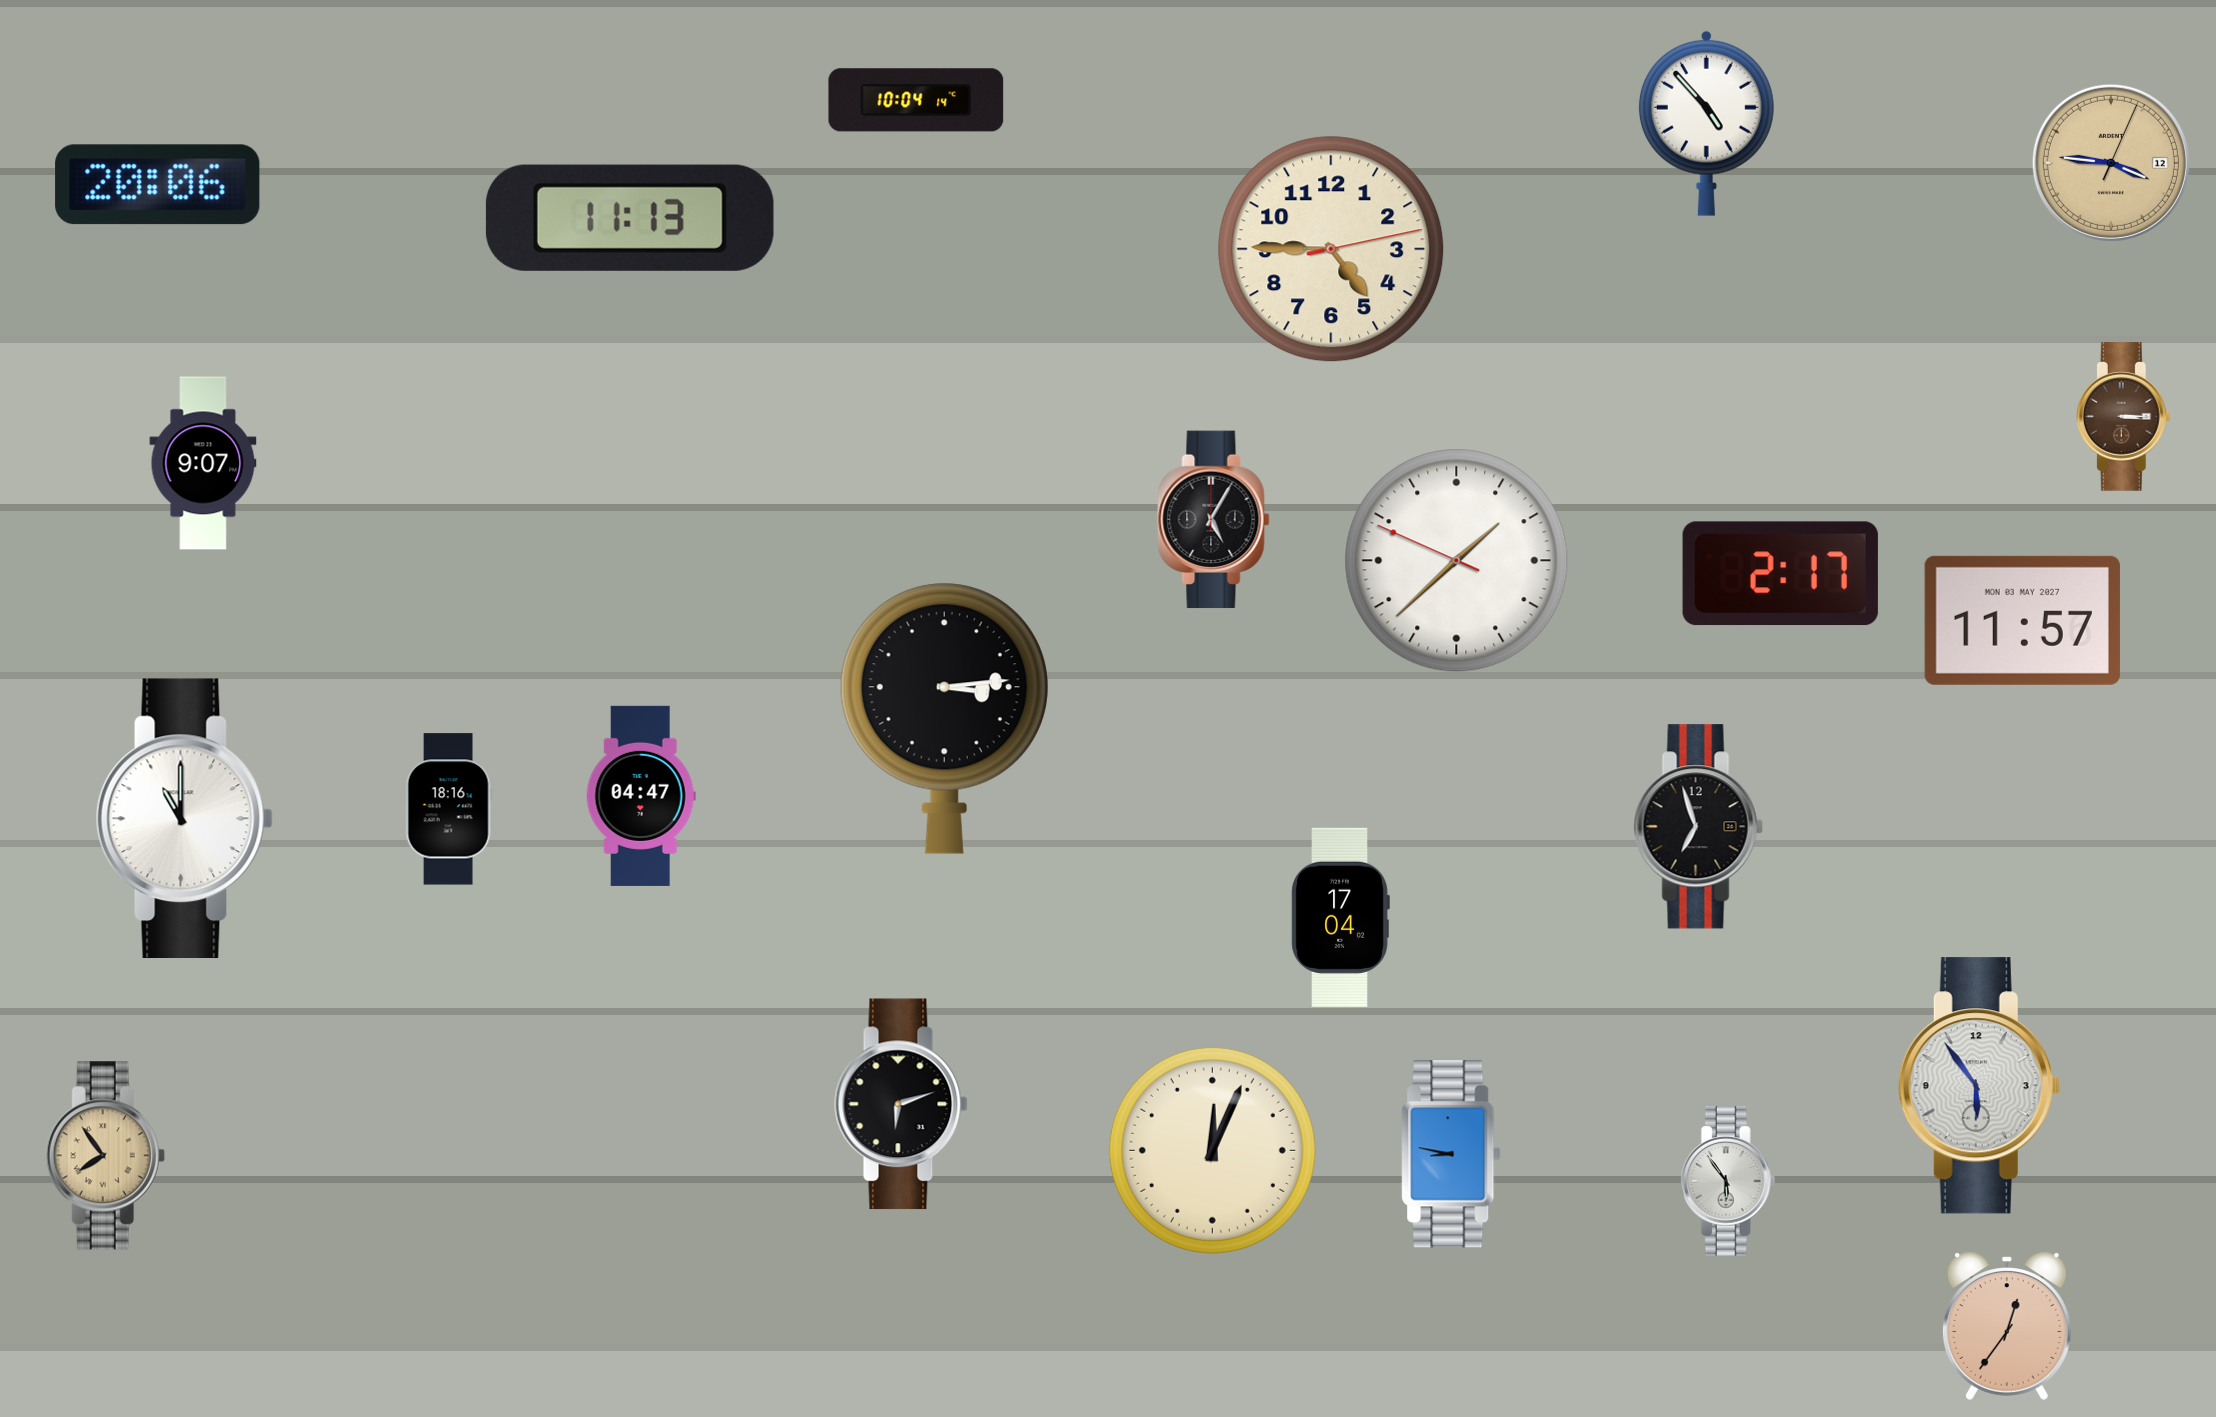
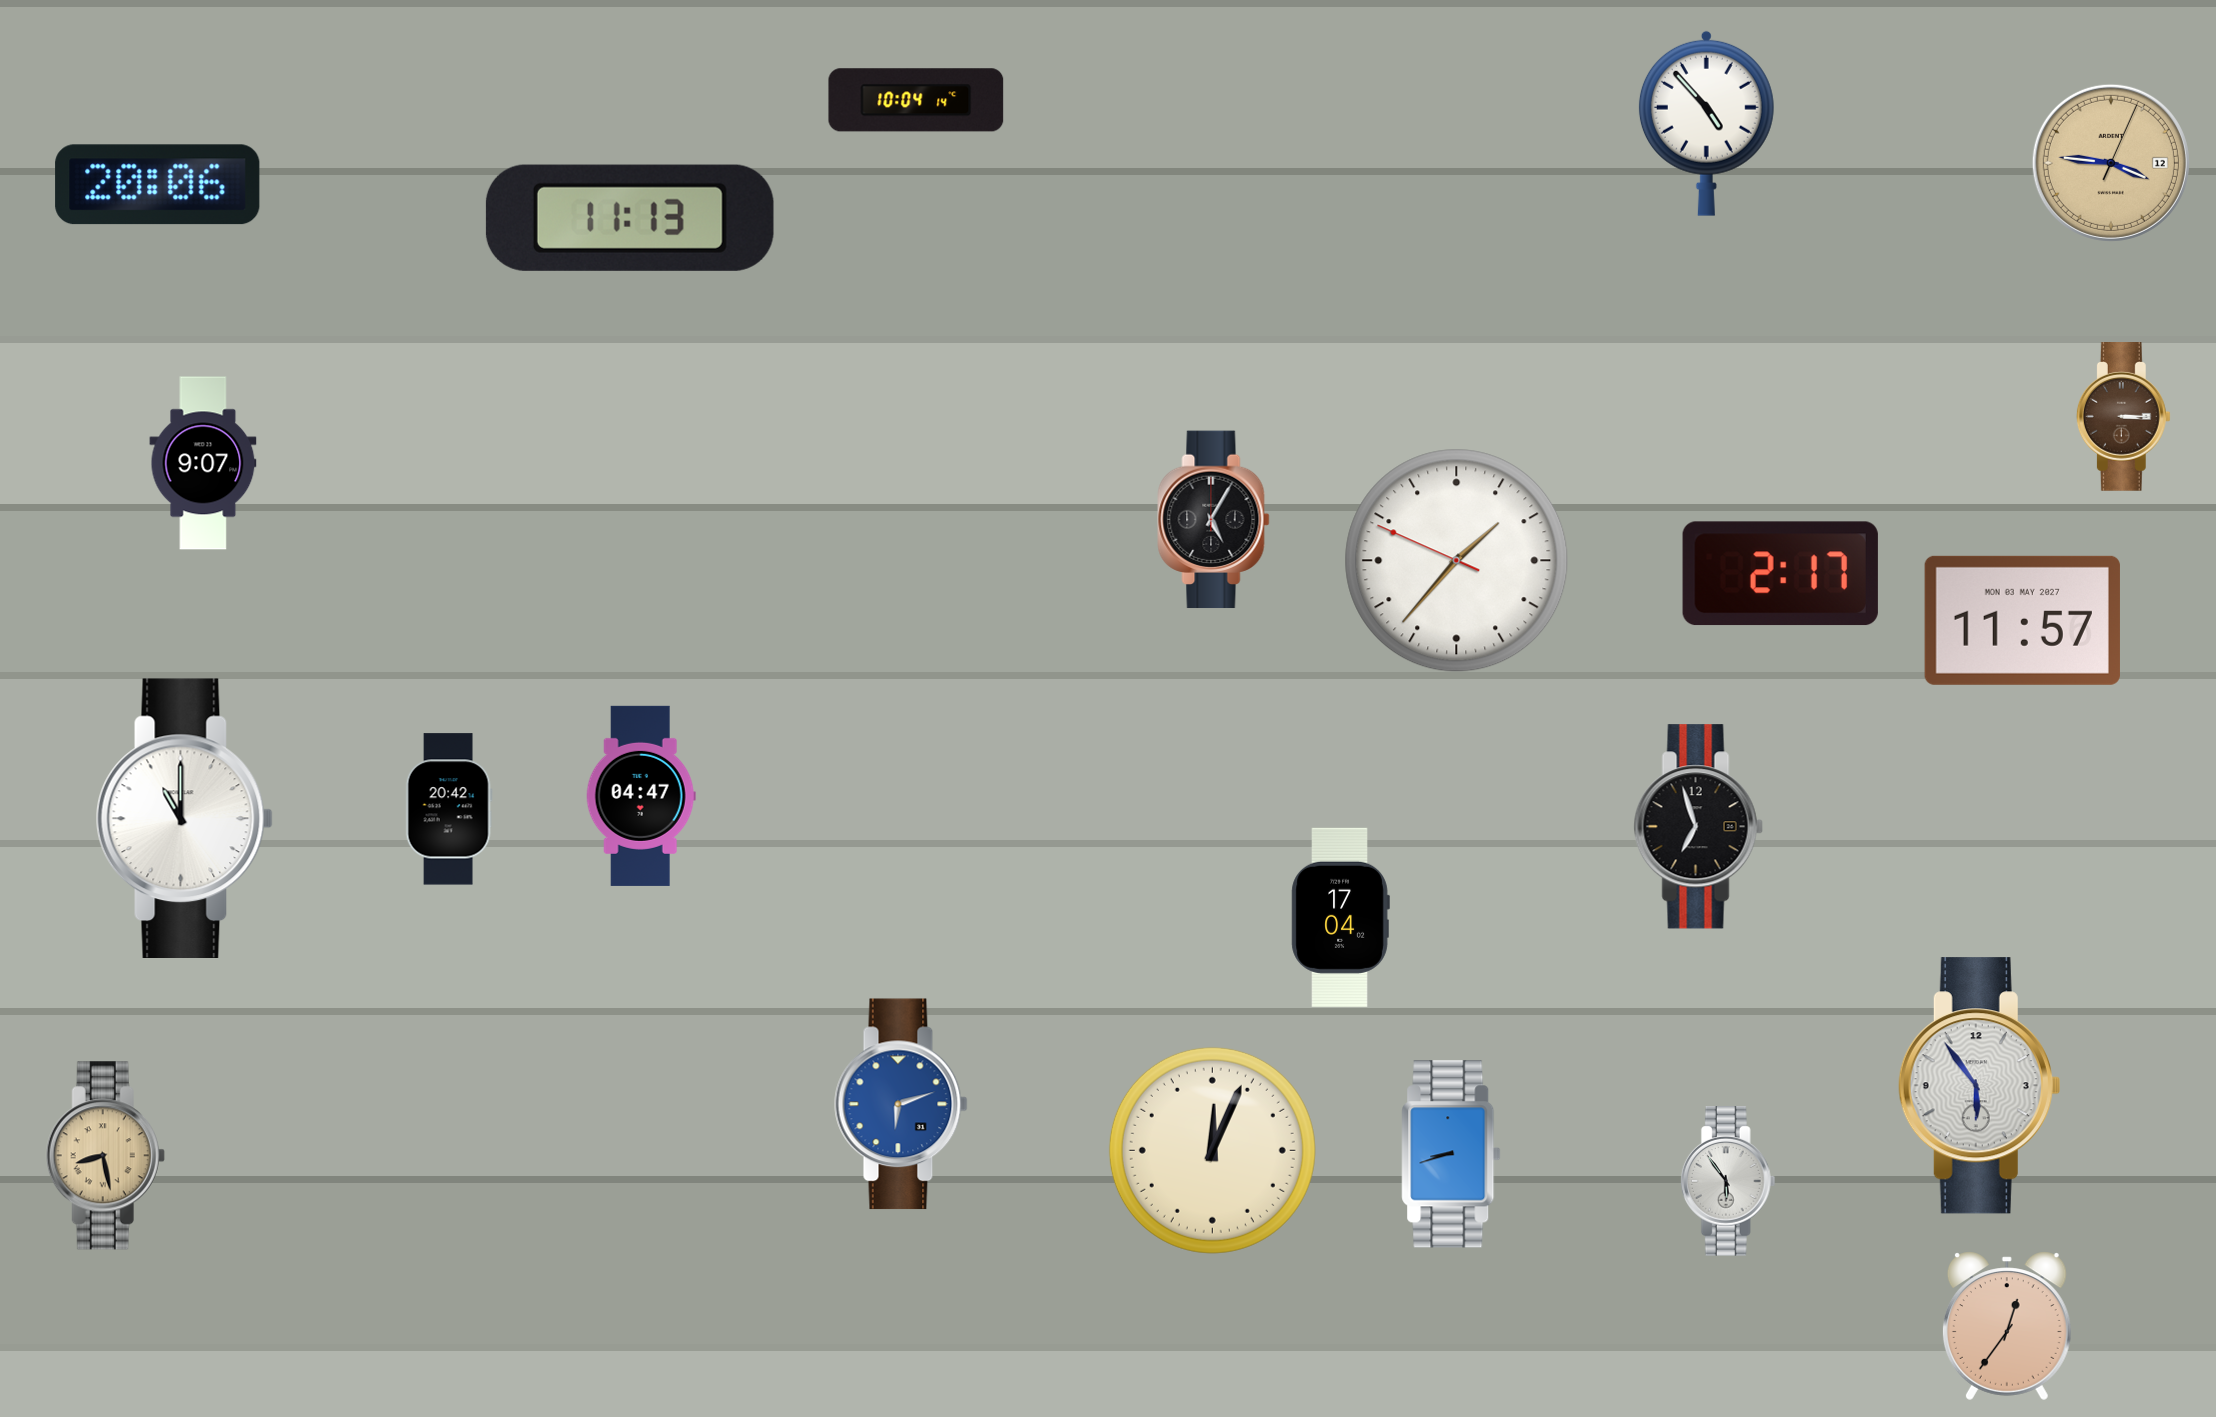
clock at (1331, 249): 4:45 -> none
clock at (1457, 561): 1:37 -> 1:36
clock at (944, 718): 3:14 -> none
clock at (449, 809): 18:16 -> 20:42
clock at (901, 1104) dial: black -> blue
clock at (1451, 1154): 8:47 -> 8:42
clock at (105, 1156): 7:54 -> 8:28
